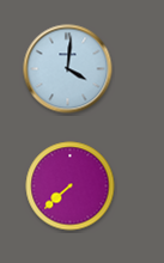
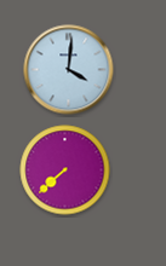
clock at (71, 186) position: (71, 186) -> (65, 170)
